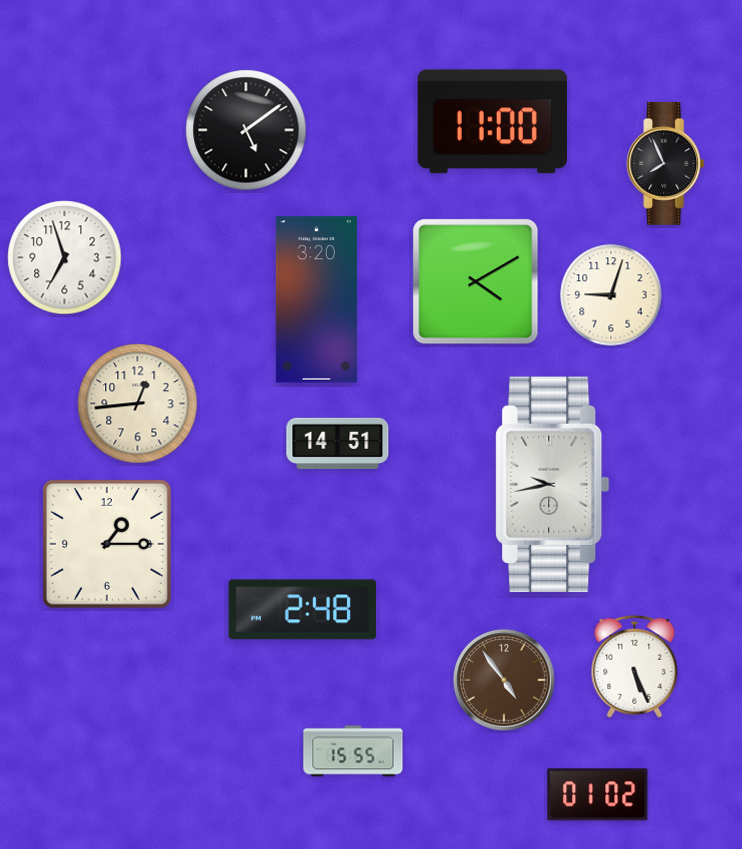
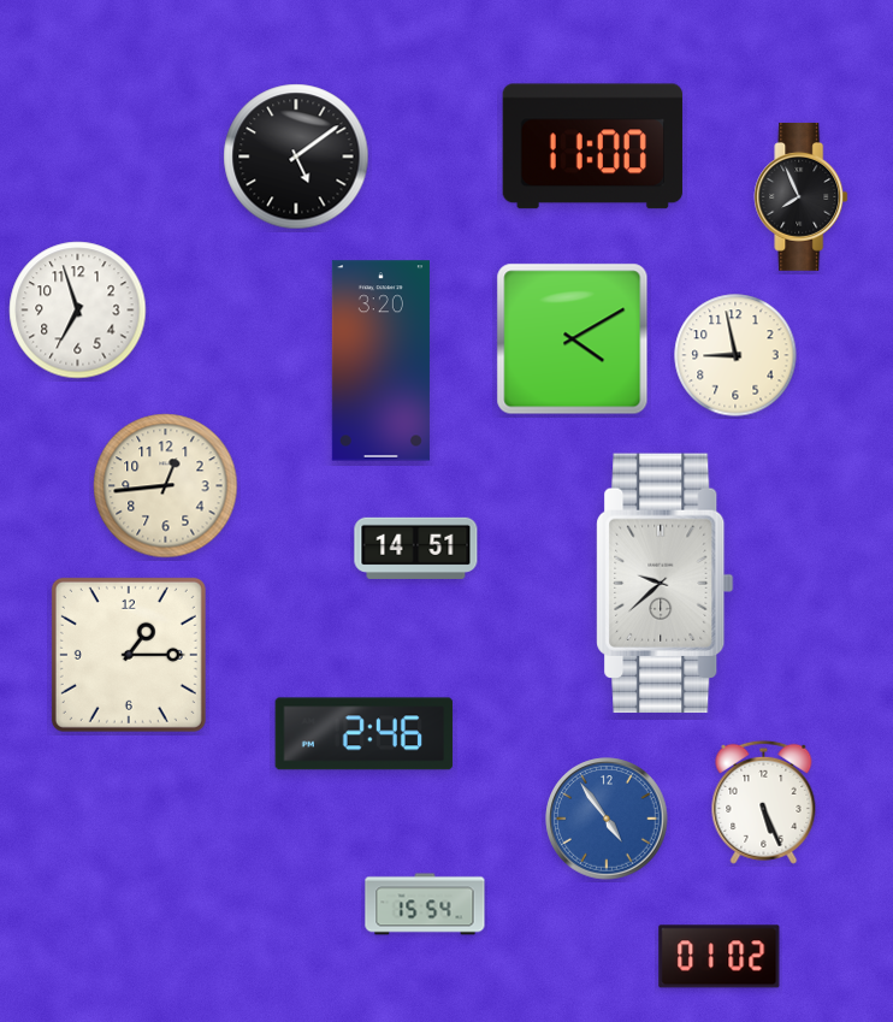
clock at (611, 295): 9:03 -> 8:58
clock at (338, 443) position: (338, 443) -> (416, 548)
clock at (553, 485): 9:43 -> 9:38
clock at (303, 610): 2:48 -> 2:46
clock at (504, 680) dial: brown -> blue
clock at (353, 751): 15:55 -> 15:54
